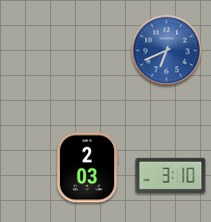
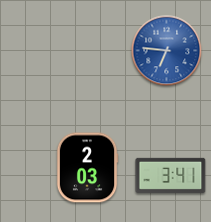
clock at (167, 51): 6:41 -> 6:46
clock at (171, 175): 3:10 -> 3:41
